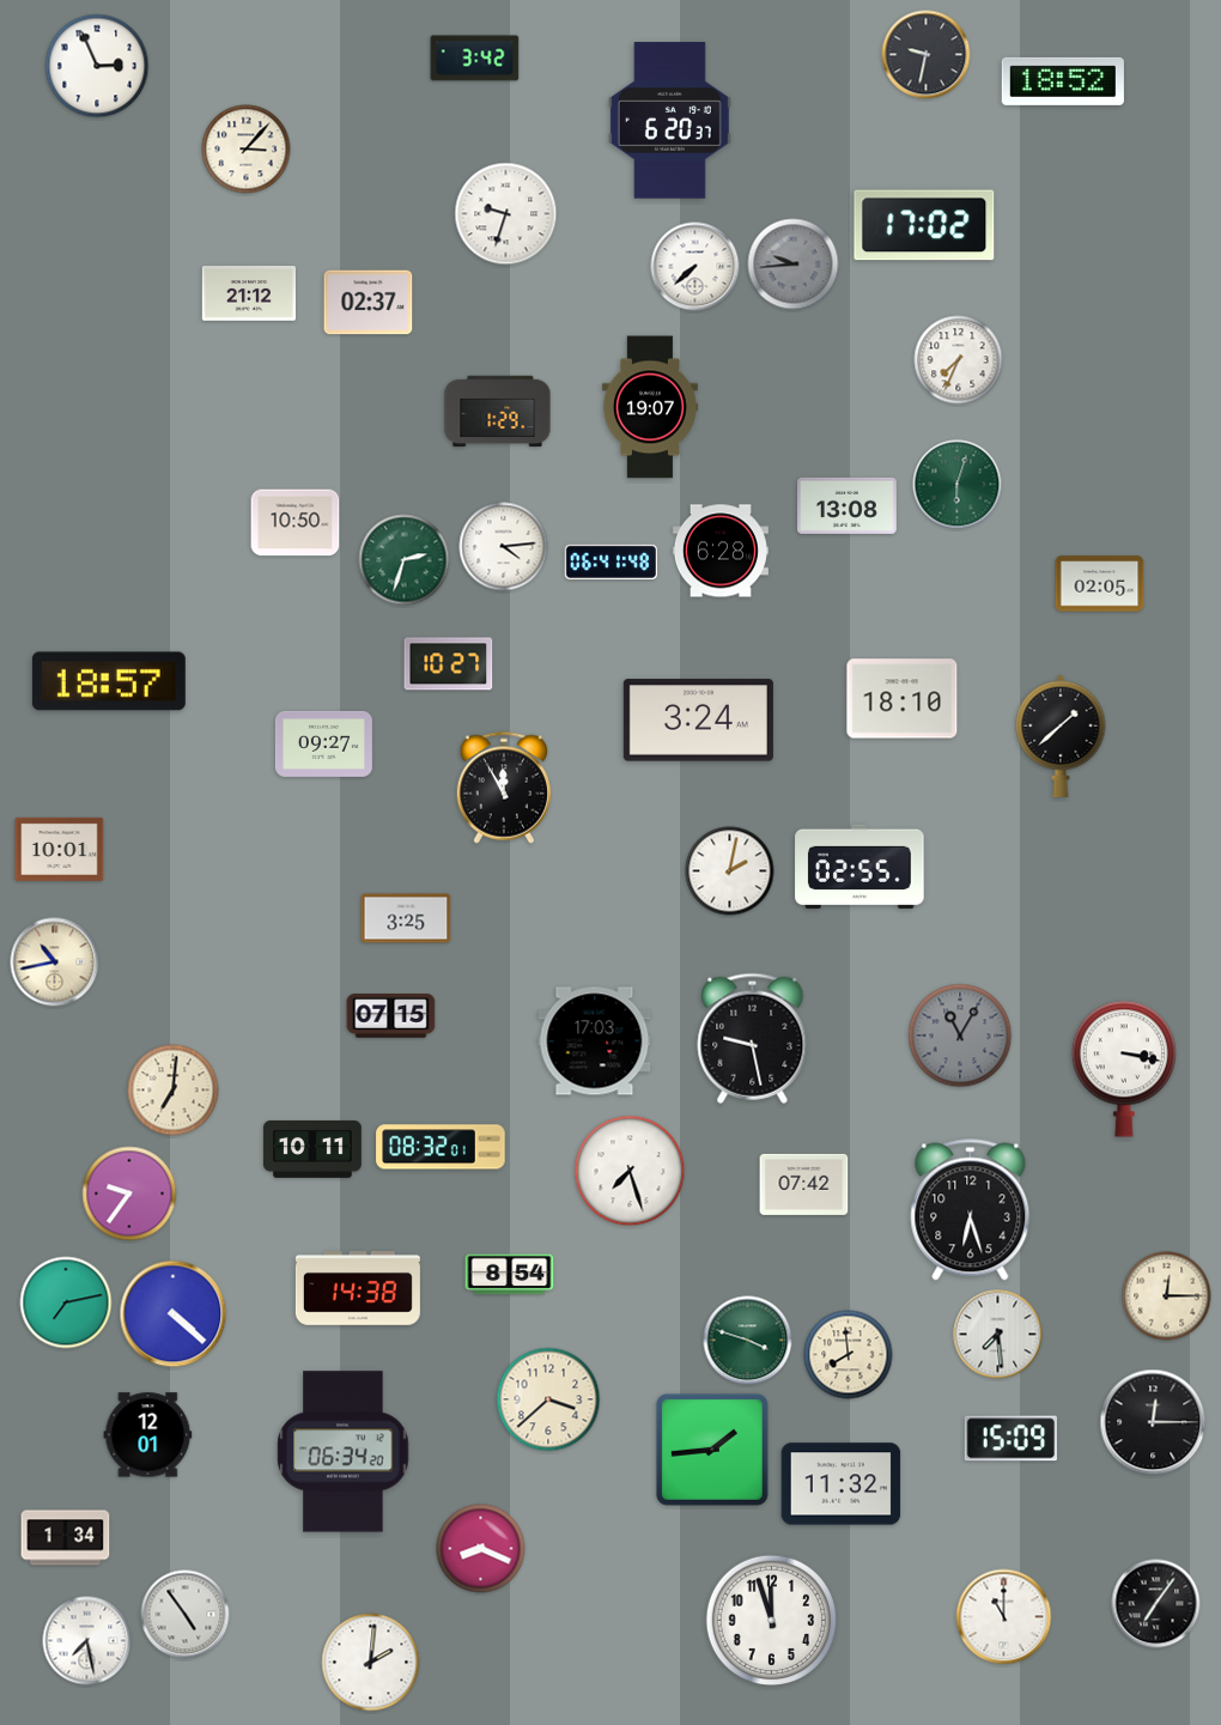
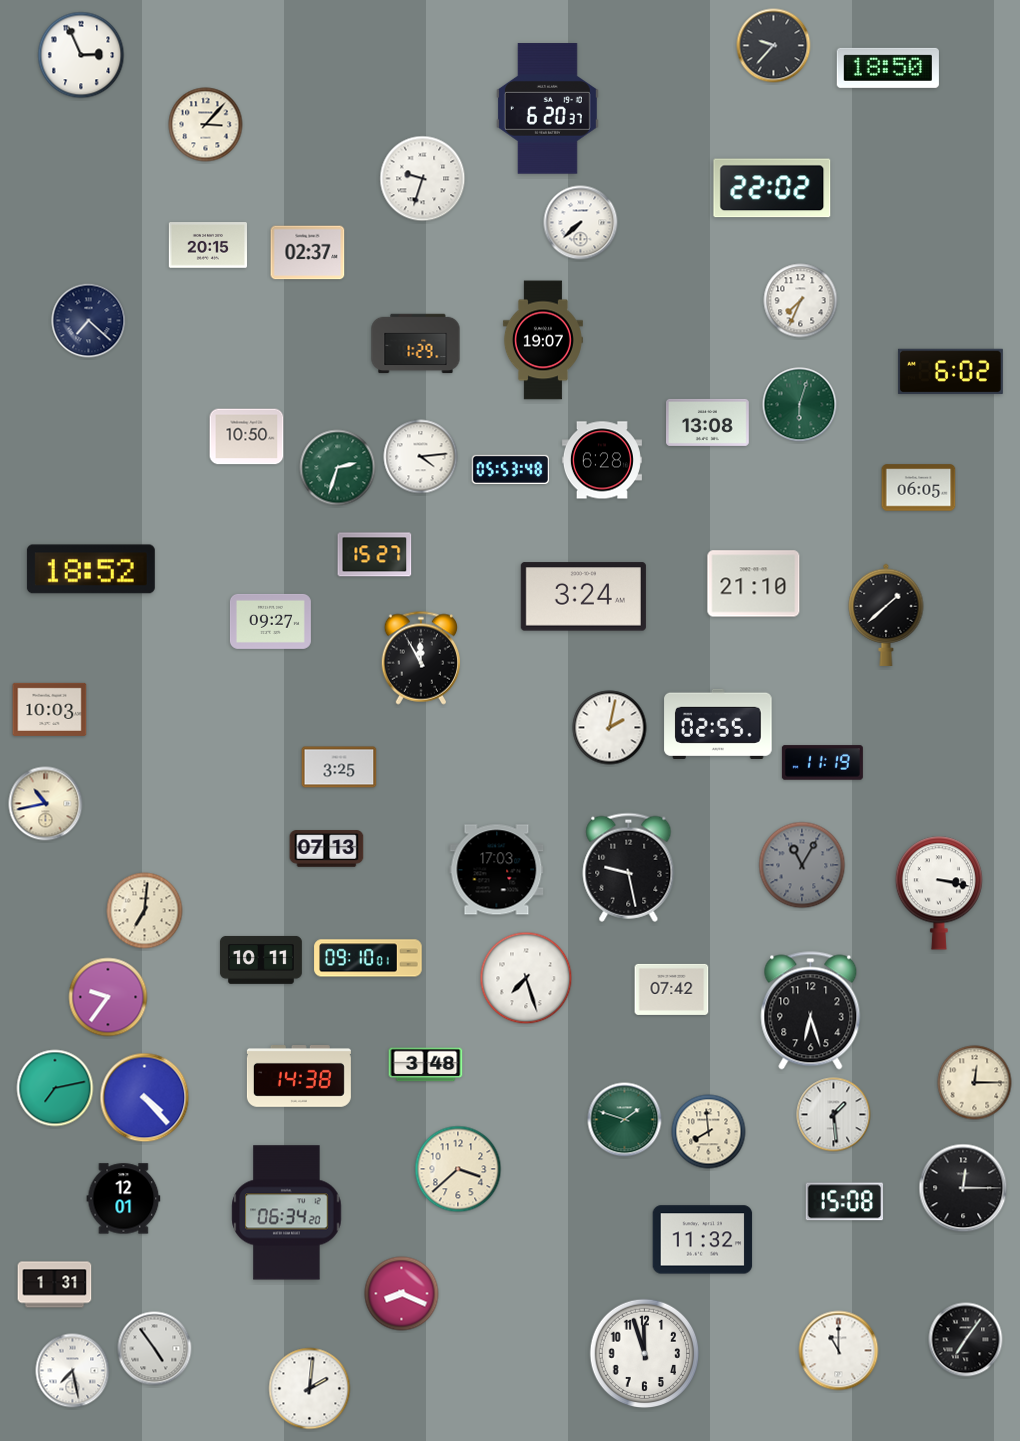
clock at (927, 55): 9:32 -> 9:37
clock at (475, 59): 3:42 -> none
clock at (1063, 81): 18:52 -> 18:50
clock at (669, 121) position: (669, 121) -> (547, 109)
clock at (924, 225): 17:02 -> 22:02
clock at (794, 265): 9:44 -> none
clock at (248, 293): 21:12 -> 20:15
clock at (89, 321): none -> 7:22
clock at (950, 372): none -> 6:02
clock at (612, 561): 06:41 -> 05:53
clock at (1100, 584): 02:05 -> 06:05
clock at (449, 664): 10:27 -> 15:27
clock at (109, 681): 18:57 -> 18:52
clock at (903, 699): 18:10 -> 21:10
clock at (698, 721) position: (698, 721) -> (583, 597)
clock at (60, 849): 10:01 -> 10:03
clock at (822, 763): none -> 11:19
clock at (391, 1016): 07:15 -> 07:13
clock at (441, 1147): 08:32 -> 09:10
clock at (510, 1275): 8:54 -> 3:48
clock at (174, 1314): 4:22 -> 4:23
clock at (998, 1335): 7:29 -> 1:29
clock at (748, 1341): 3:48 -> 1:48
clock at (1012, 1439): 15:09 -> 15:08
clock at (712, 1450): 1:44 -> none
clock at (66, 1538): 1:34 -> 1:31
